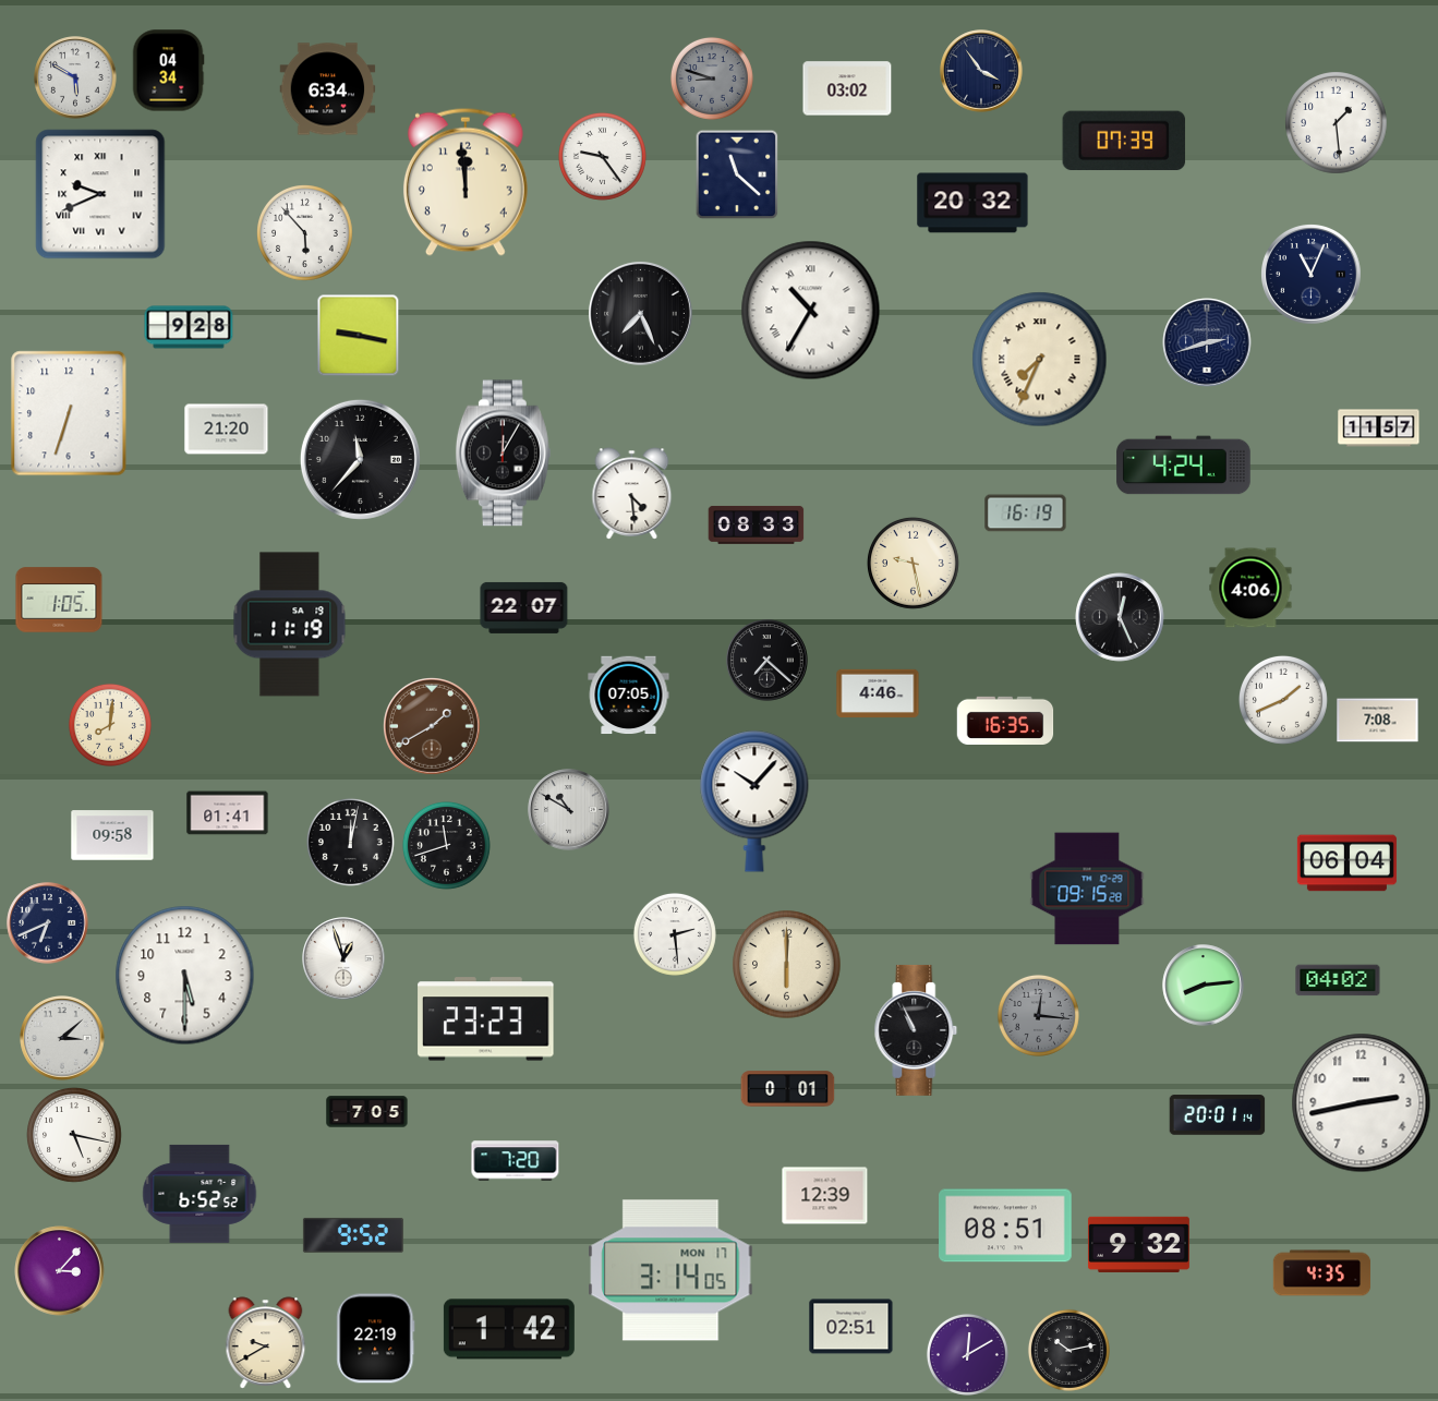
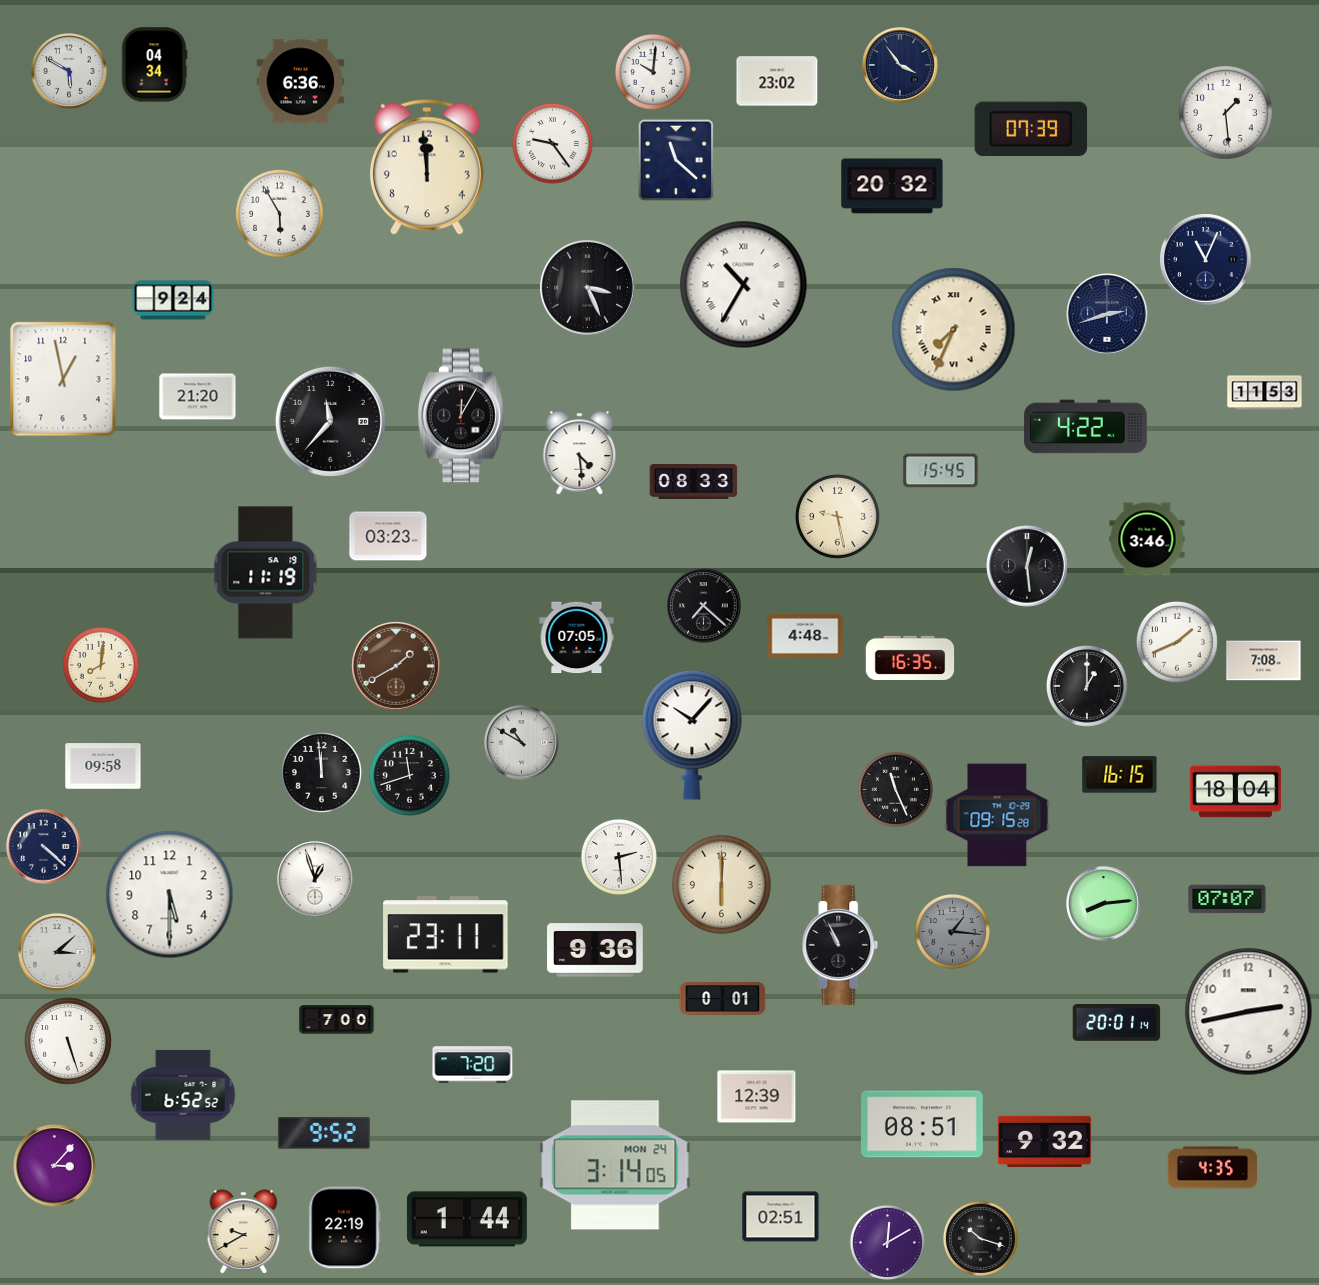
clock at (712, 78): 8:48 -> 10:01
clock at (712, 78) dial: grey -> white
clock at (847, 88): 03:02 -> 23:02
clock at (328, 89): 6:34 -> 6:36
clock at (100, 194): 9:41 -> none
clock at (305, 233): 5:53 -> 5:55
clock at (1312, 275) position: (1312, 275) -> (1206, 260)
clock at (640, 313): 7:26 -> 3:26
clock at (189, 327): 9:28 -> 9:24
clock at (359, 336): 9:17 -> none
clock at (69, 413): 6:33 -> 12:58
clock at (1379, 428): 11:57 -> 11:53
clock at (227, 430) position: (227, 430) -> (198, 397)
clock at (1184, 466): 4:24 -> 4:22
clock at (1026, 514): 16:19 -> 15:45
clock at (388, 536): none -> 03:23
clock at (1250, 588): 4:06 -> 3:46
clock at (59, 600): 1:05 -> none
clock at (524, 607): 22:07 -> none
clock at (1120, 617): 12:26 -> 12:29
clock at (878, 692): 4:46 -> 4:48
clock at (1005, 720) position: (1005, 720) -> (910, 657)
clock at (1087, 686): none -> 1:00
clock at (228, 813): 01:41 -> none
clock at (350, 842): 12:02 -> 11:59
clock at (1120, 775): none -> 16:15
clock at (895, 789): none -> 11:26
clock at (1346, 863): 06:04 -> 18:04
clock at (48, 923): 6:41 -> 4:22
clock at (1338, 980): 04:02 -> 07:07
clock at (1038, 1015): 12:16 -> 1:16
clock at (486, 1019): 23:23 -> 23:11
clock at (595, 950): none -> 9:36
clock at (367, 1112): 7:05 -> 7:00
clock at (75, 1136): 5:17 -> 5:27
clock at (670, 1270) date: MON 17 -> MON 24
clock at (509, 1329): 1:42 -> 1:44
clock at (1068, 1350): 10:13 -> 10:18
